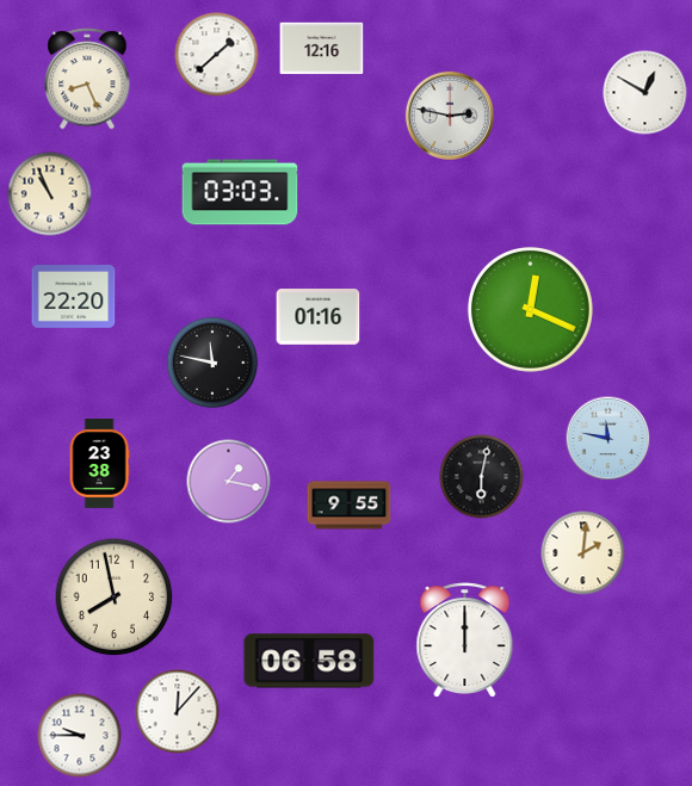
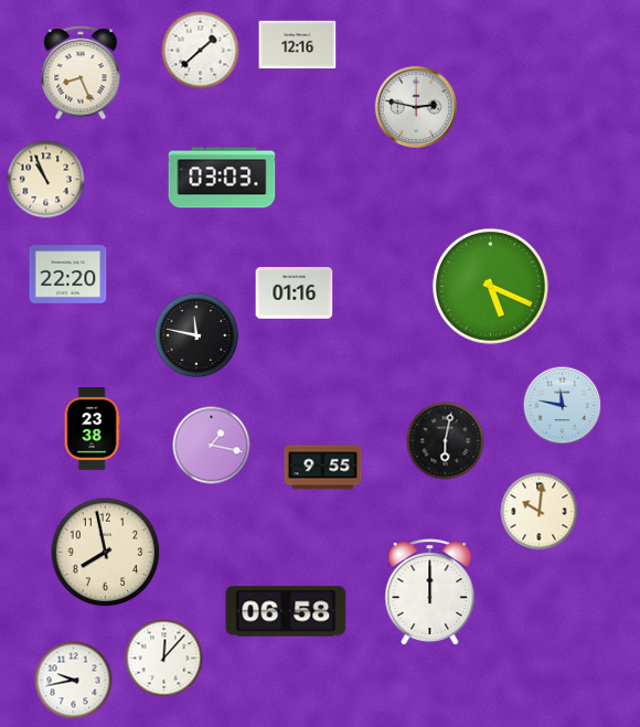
clock at (645, 93): 12:50 -> none
clock at (530, 309): 12:19 -> 5:19
clock at (583, 553): 2:01 -> 10:01
clock at (80, 736): 9:45 -> 9:43
